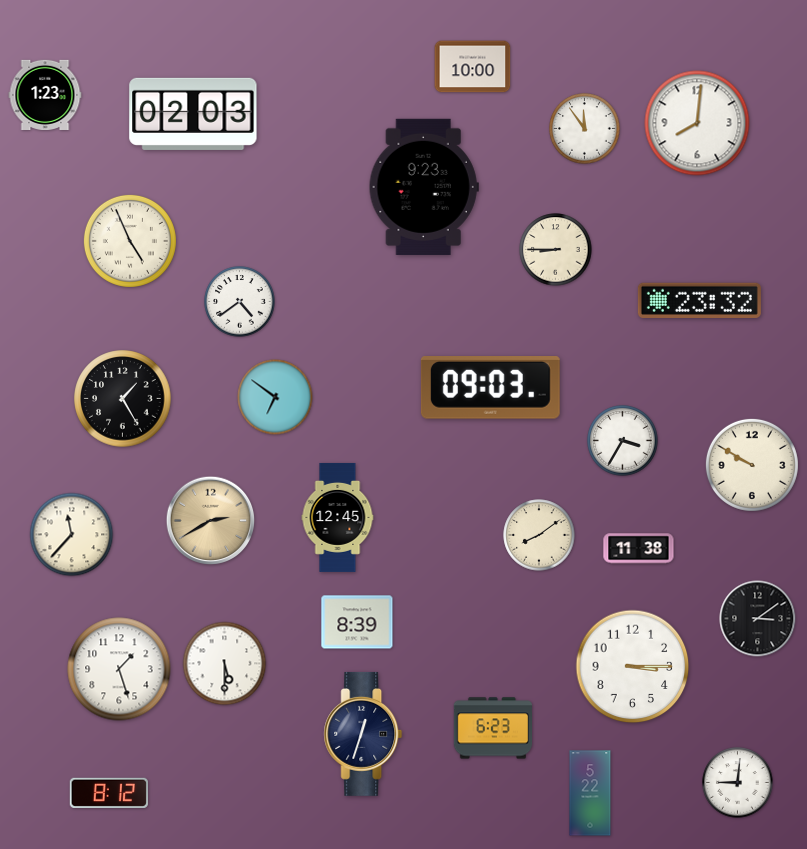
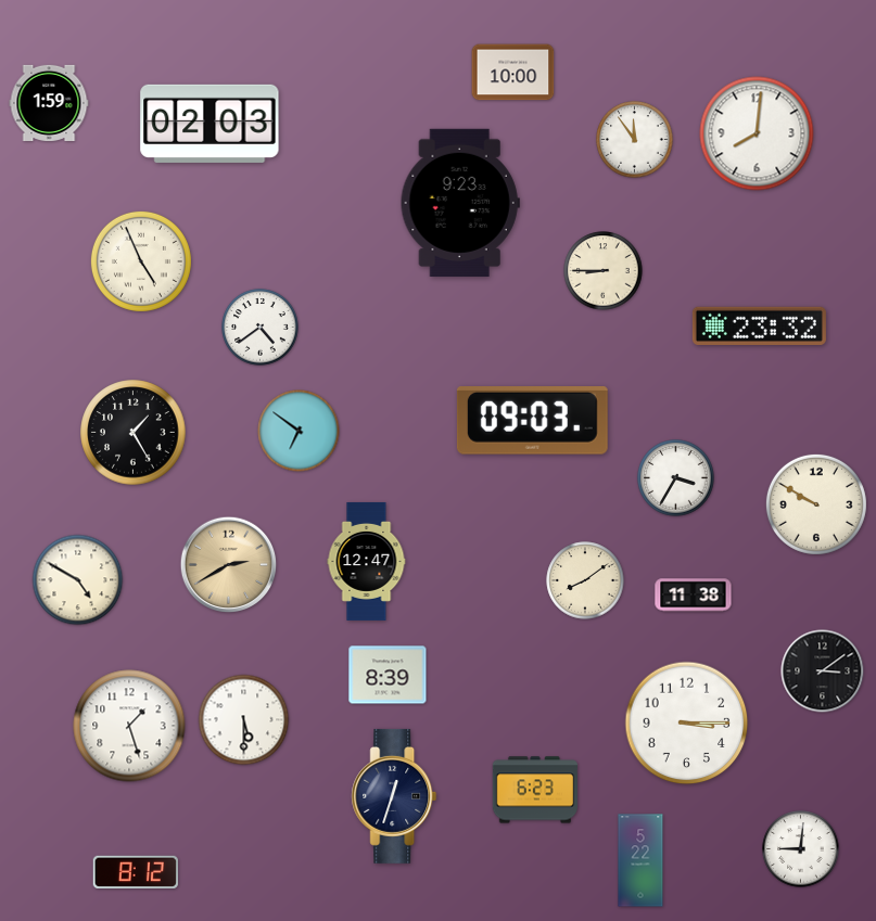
clock at (45, 94): 1:23 -> 1:59
clock at (338, 517): 12:45 -> 12:47
clock at (72, 535): 11:37 -> 4:50
clock at (109, 792) position: (109, 792) -> (136, 871)
